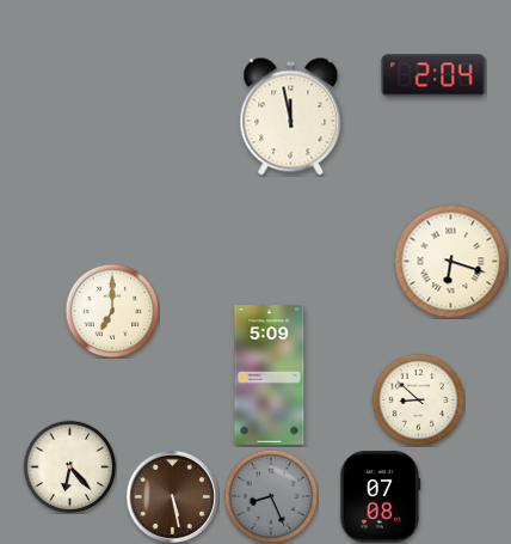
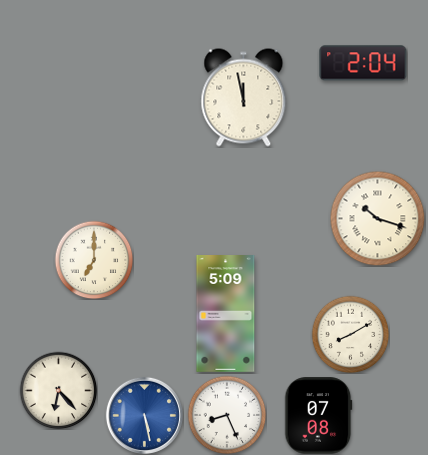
clock at (450, 261): 6:18 -> 10:18
clock at (418, 399): 8:52 -> 8:10
clock at (172, 496) dial: brown -> blue
clock at (271, 496) dial: grey -> white
